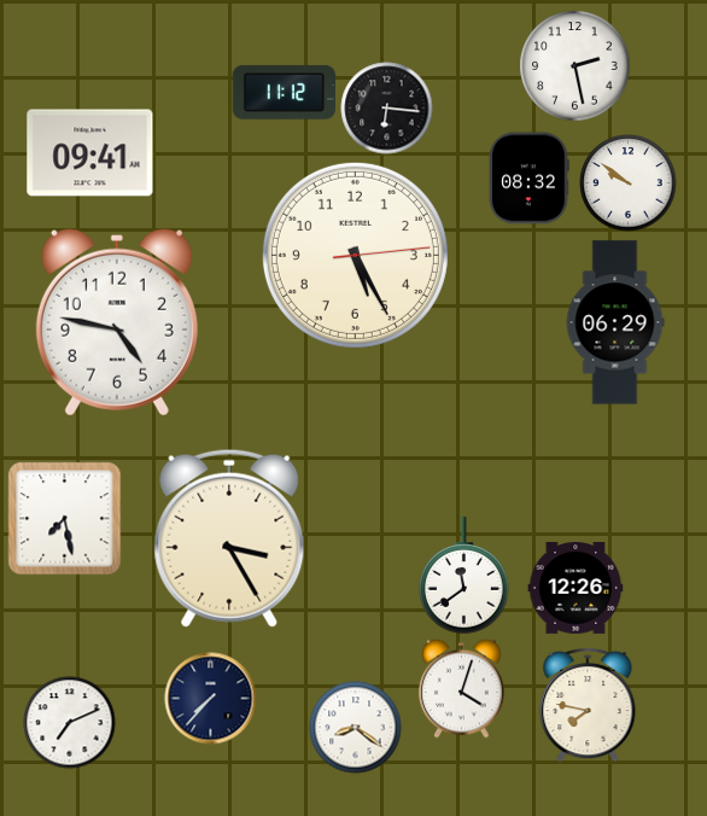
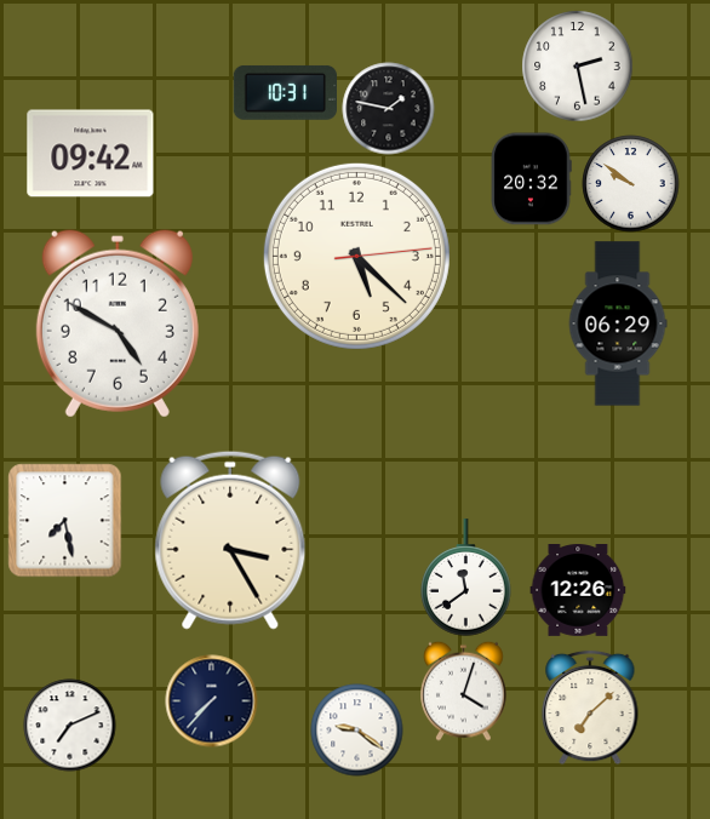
clock at (284, 92): 11:12 -> 10:31
clock at (387, 109): 6:16 -> 1:47
clock at (90, 153): 09:41 -> 09:42
clock at (528, 179): 08:32 -> 20:32
clock at (355, 255): 5:25 -> 5:22
clock at (117, 322): 4:47 -> 4:50
clock at (588, 705): 7:47 -> 7:08
clock at (356, 728): 8:21 -> 9:21
